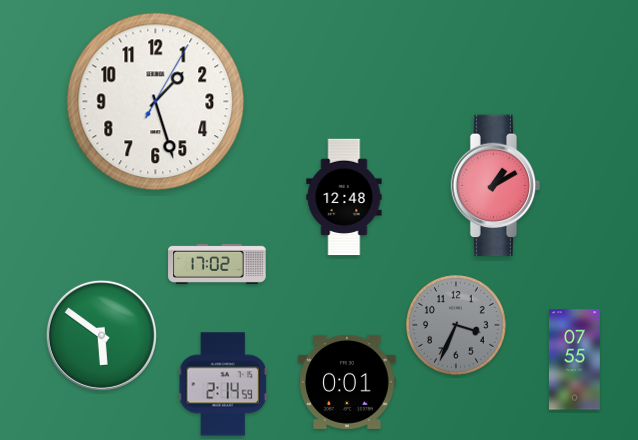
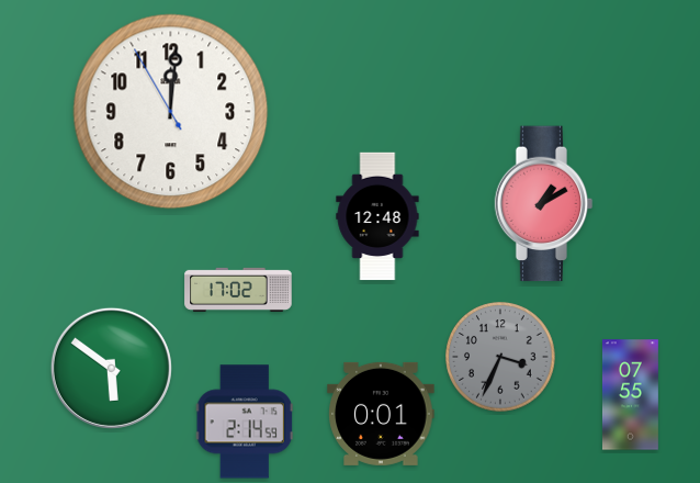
clock at (156, 102): 1:27 -> 12:00
clock at (347, 382) position: (347, 382) -> (381, 414)
